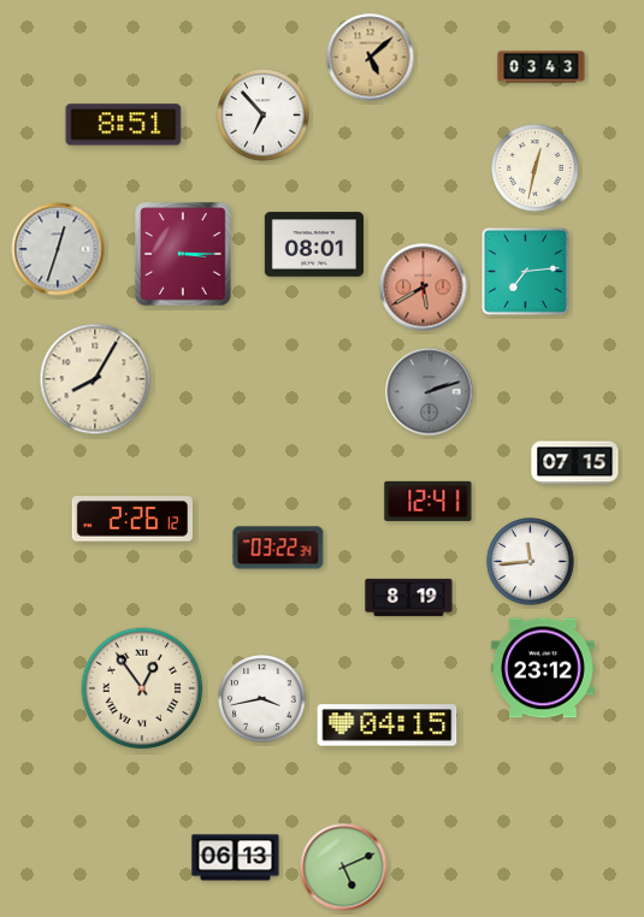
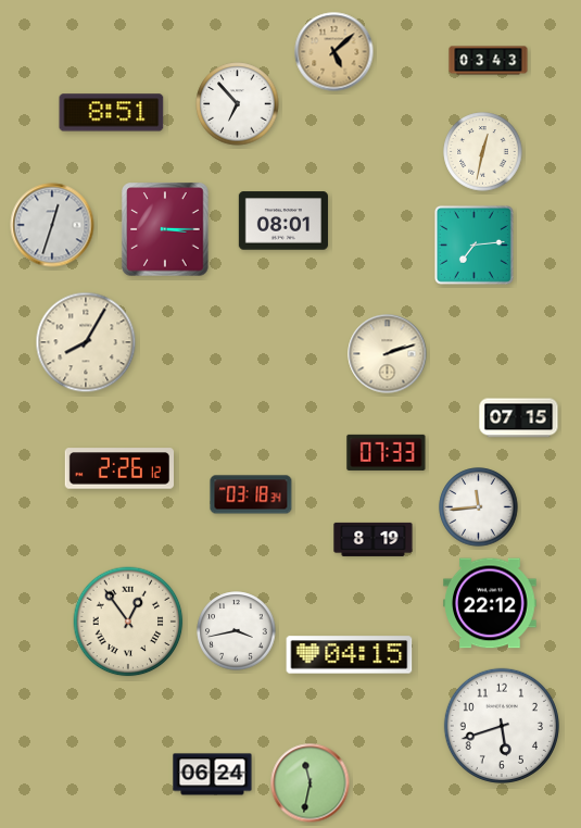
clock at (424, 288): 5:40 -> none
clock at (430, 392) dial: grey -> cream
clock at (429, 501): 12:41 -> 07:33
clock at (278, 548): 03:22 -> 03:18
clock at (409, 597) position: (409, 597) -> (374, 539)
clock at (543, 668): 23:12 -> 22:12
clock at (502, 726): none -> 5:42
clock at (236, 858): 06:13 -> 06:24
clock at (344, 868): 5:11 -> 11:32
